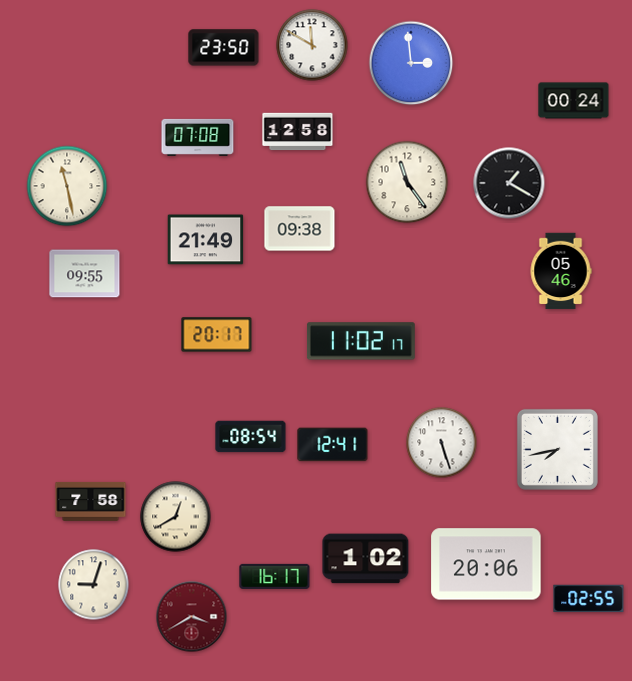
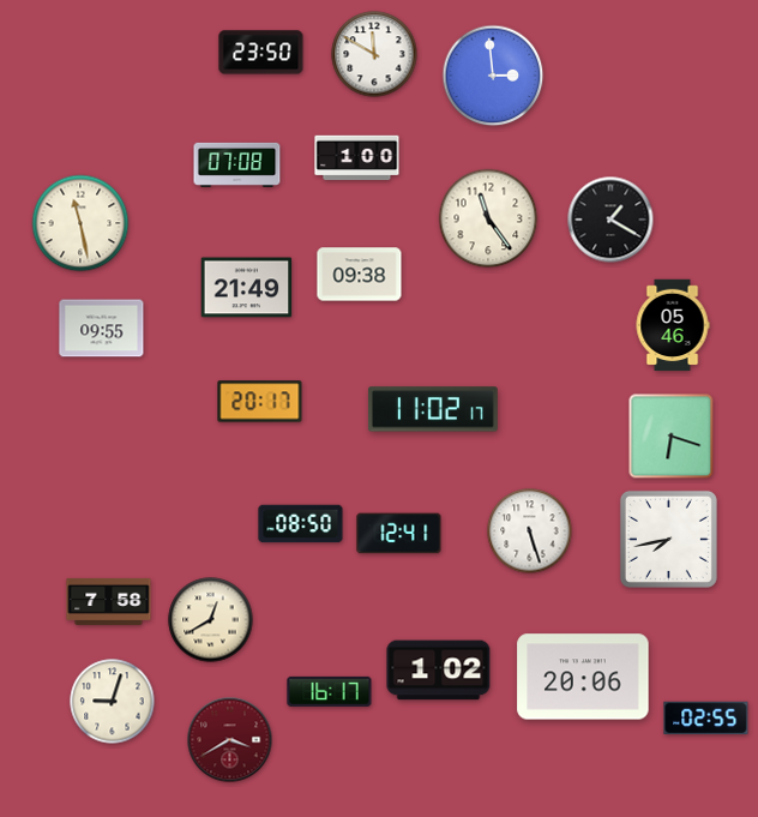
clock at (224, 48) position: (224, 48) -> (261, 53)
clock at (574, 101): 00:24 -> none
clock at (298, 132): 12:58 -> 1:00
clock at (672, 437): none -> 6:18
clock at (251, 437): 08:54 -> 08:50
